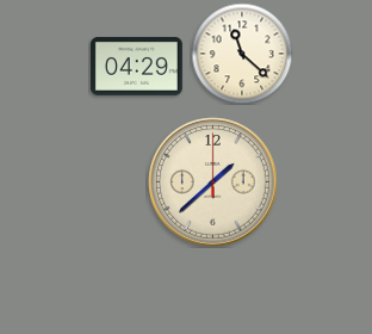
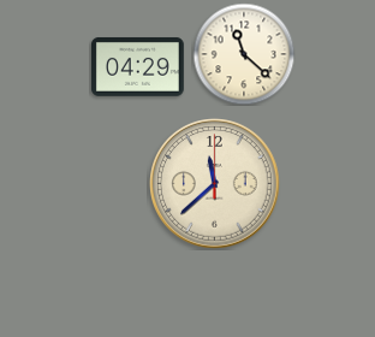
clock at (213, 183): 1:38 -> 11:38
